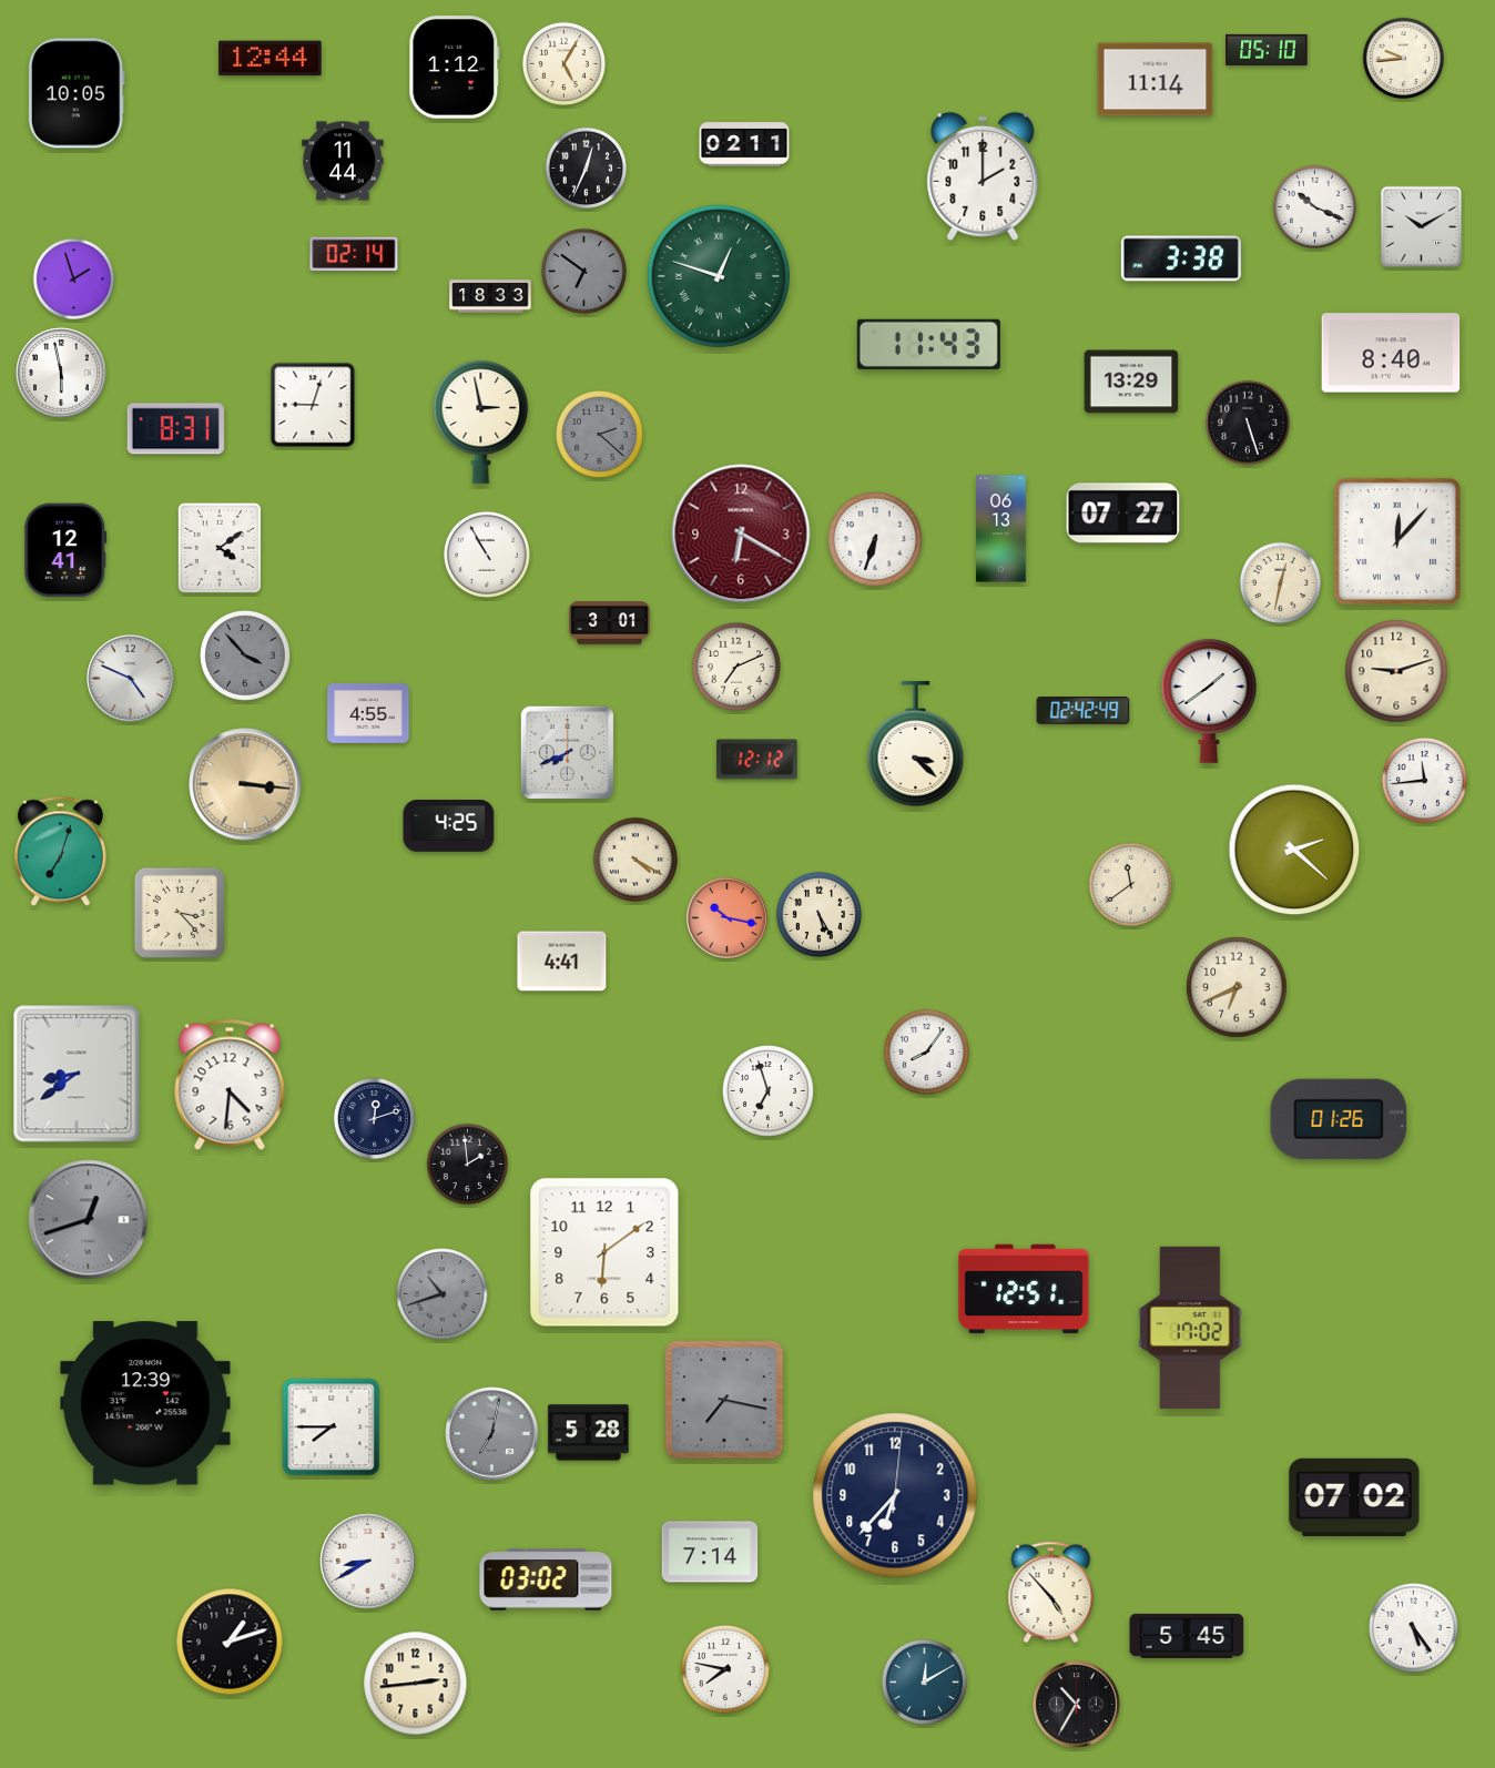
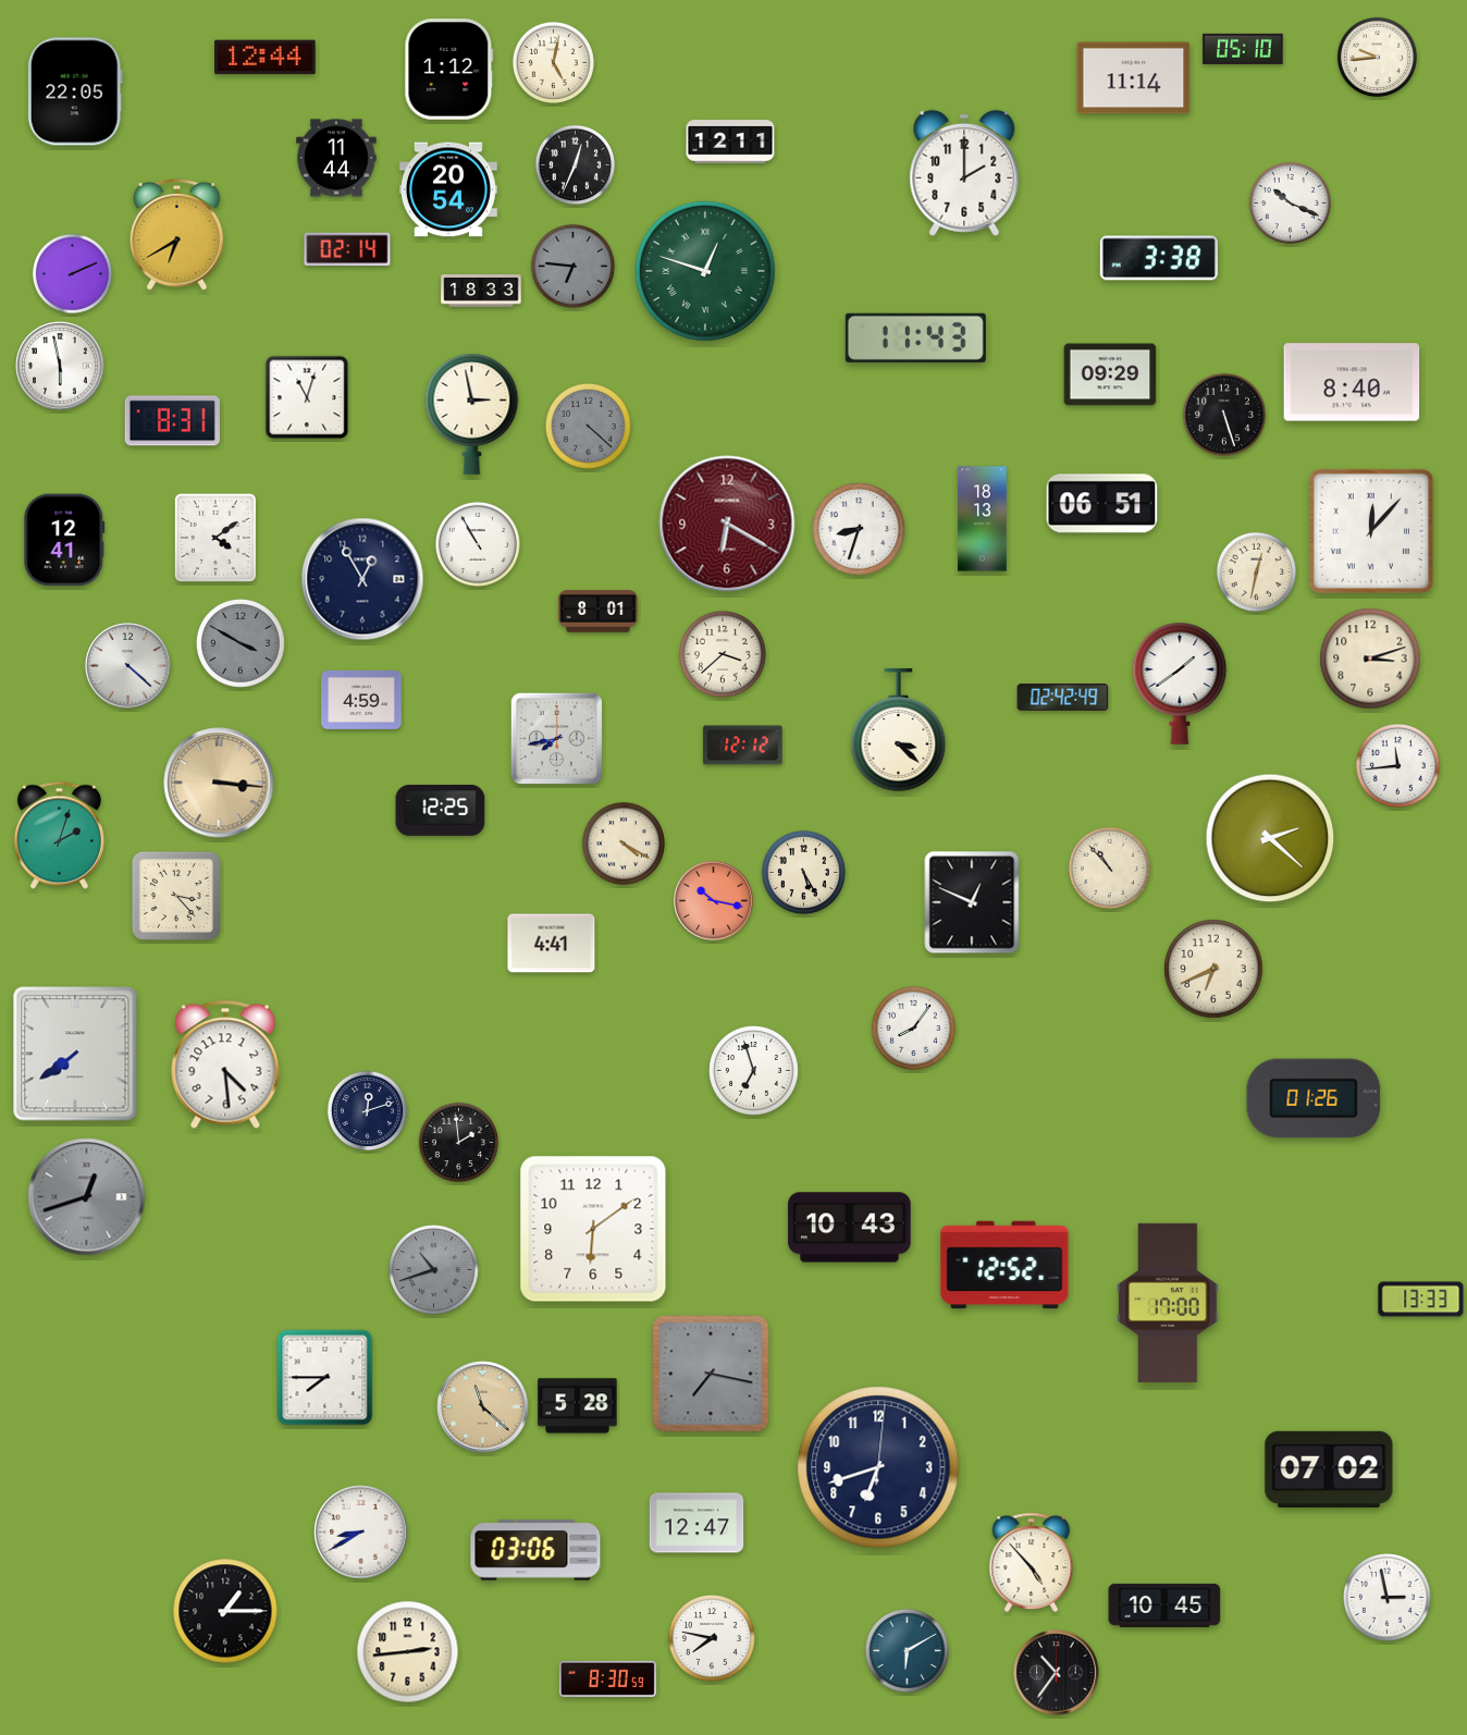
clock at (563, 63): 5:05 -> 5:02
clock at (455, 68) position: (455, 68) -> (449, 70)
clock at (77, 93): 10:05 -> 22:05
clock at (744, 144): 02:11 -> 12:11
clock at (448, 189): none -> 20:54
clock at (1422, 227): 10:10 -> none
clock at (177, 235): none -> 6:40
clock at (1181, 258) position: (1181, 258) -> (1159, 258)
clock at (583, 271): 6:51 -> 6:46
clock at (73, 278): 1:57 -> 2:11
clock at (928, 344) position: (928, 344) -> (915, 337)
clock at (1391, 353) position: (1391, 353) -> (1352, 382)
clock at (1131, 382): 13:29 -> 09:29
clock at (313, 405): 9:03 -> 11:03
clock at (599, 434): 2:22 -> 4:22
clock at (1123, 514): 07:27 -> 06:51
clock at (1001, 529): 06:13 -> 18:13
clock at (875, 539): 6:33 -> 8:33
clock at (362, 579): none -> 12:55
clock at (610, 623): 3:01 -> 8:01
clock at (245, 656): 3:53 -> 3:50
clock at (736, 667): 7:11 -> 3:38
clock at (1396, 671): 9:12 -> 3:12
clock at (131, 679): 4:49 -> 4:22
clock at (1209, 701) position: (1209, 701) -> (1180, 684)
clock at (368, 713): 4:55 -> 4:59
clock at (567, 752): 7:41 -> 7:43
clock at (245, 784) position: (245, 784) -> (219, 783)
clock at (449, 825): 4:25 -> 12:25
clock at (1294, 850) position: (1294, 850) -> (1270, 838)
clock at (60, 852): 7:03 -> 2:03
clock at (1130, 884): 11:39 -> 10:53
clock at (818, 914) position: (818, 914) -> (803, 872)
clock at (972, 902): none -> 12:49
clock at (926, 1051) position: (926, 1051) -> (913, 1028)
clock at (77, 1074): 8:39 -> 7:39
clock at (230, 1085): 4:31 -> 4:29
clock at (374, 1118) position: (374, 1118) -> (367, 1110)
clock at (850, 1228): none -> 10:43
clock at (1024, 1289): 12:51 -> 12:52
clock at (1421, 1300): none -> 13:33
clock at (1190, 1327): 17:02 -> 17:00
clock at (145, 1403): 12:39 -> none
clock at (332, 1427) position: (332, 1427) -> (325, 1378)
clock at (492, 1434): 7:02 -> 11:22
clock at (492, 1434) dial: grey -> champagne
clock at (895, 1495): 6:37 -> 6:42
clock at (710, 1552): 7:14 -> 12:47
clock at (546, 1579): 03:02 -> 03:06
clock at (1413, 1627): 5:24 -> 2:58
clock at (1187, 1636): 5:45 -> 10:45
clock at (230, 1642): 1:12 -> 1:15
clock at (924, 1681): 12:10 -> 6:10
clock at (1077, 1705): 10:35 -> 10:36
clock at (607, 1678): none -> 8:30
